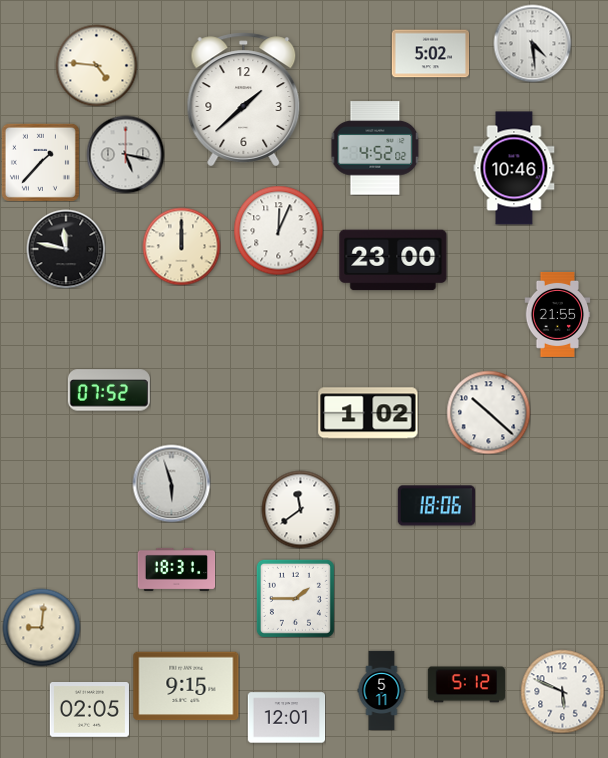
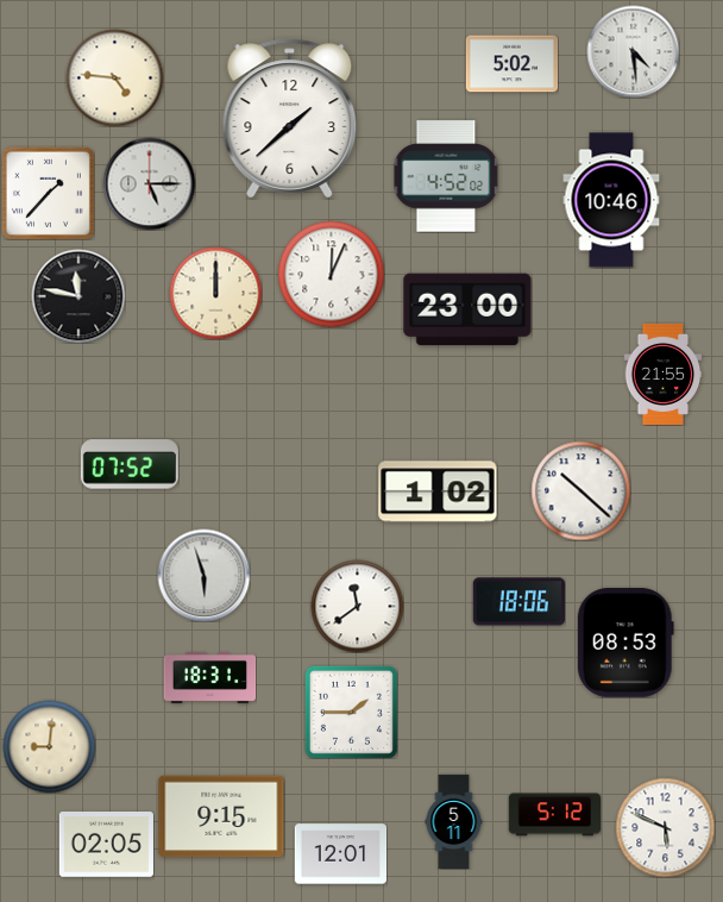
clock at (125, 154): 5:17 -> 5:15
clock at (625, 643): none -> 08:53
clock at (562, 691) position: (562, 691) -> (665, 827)
